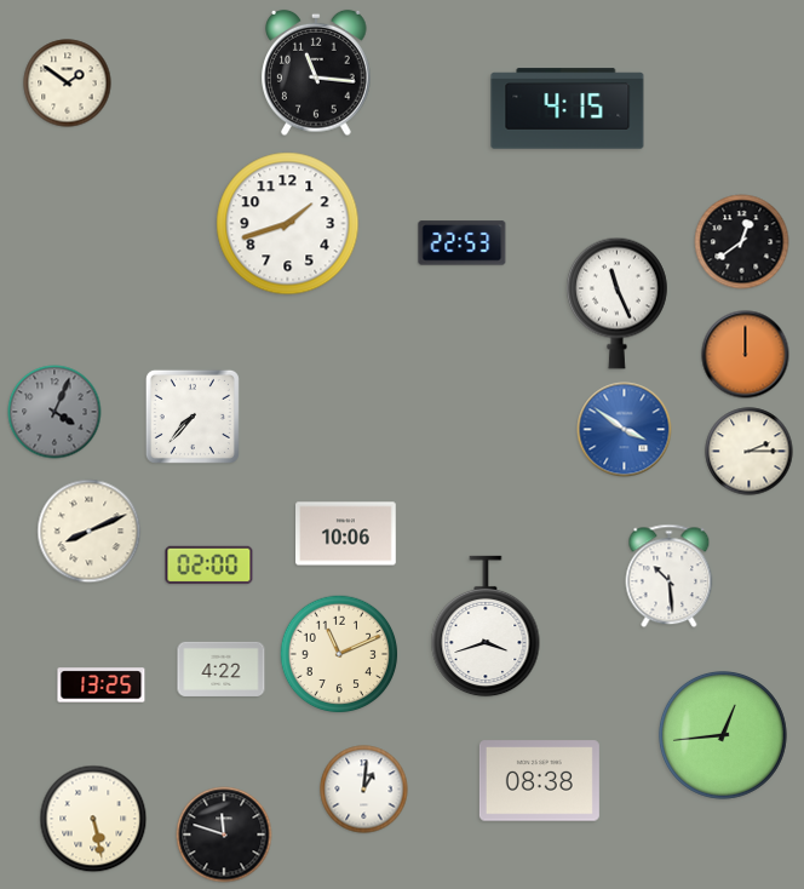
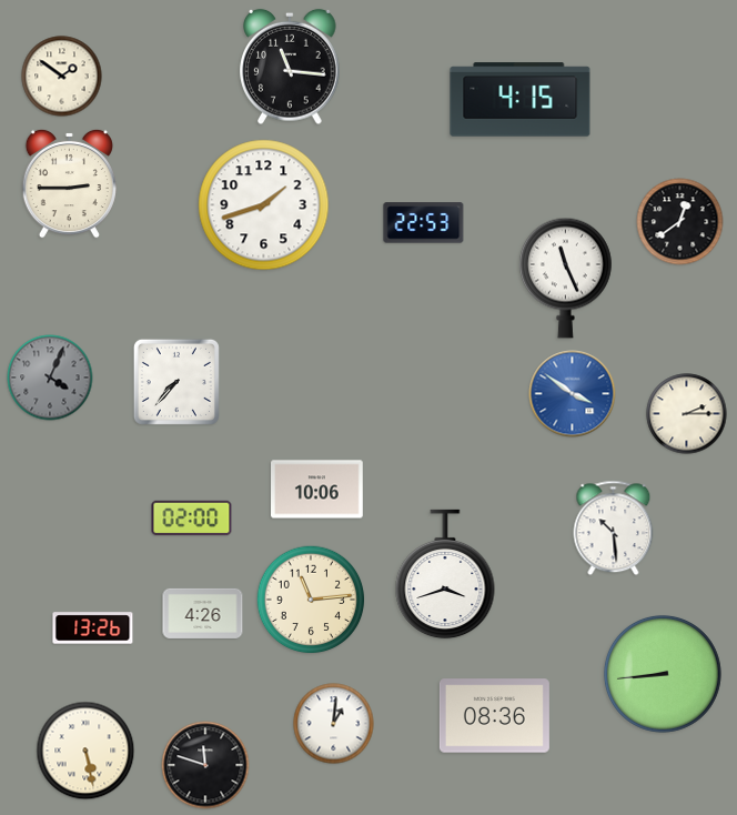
clock at (69, 183): none -> 2:45
clock at (746, 355): 12:00 -> none
clock at (90, 532): 8:11 -> none
clock at (339, 654): 11:11 -> 11:14
clock at (222, 669): 4:22 -> 4:26
clock at (102, 686): 13:25 -> 13:26
clock at (723, 735): 12:44 -> 8:44
clock at (539, 781): 08:38 -> 08:36
